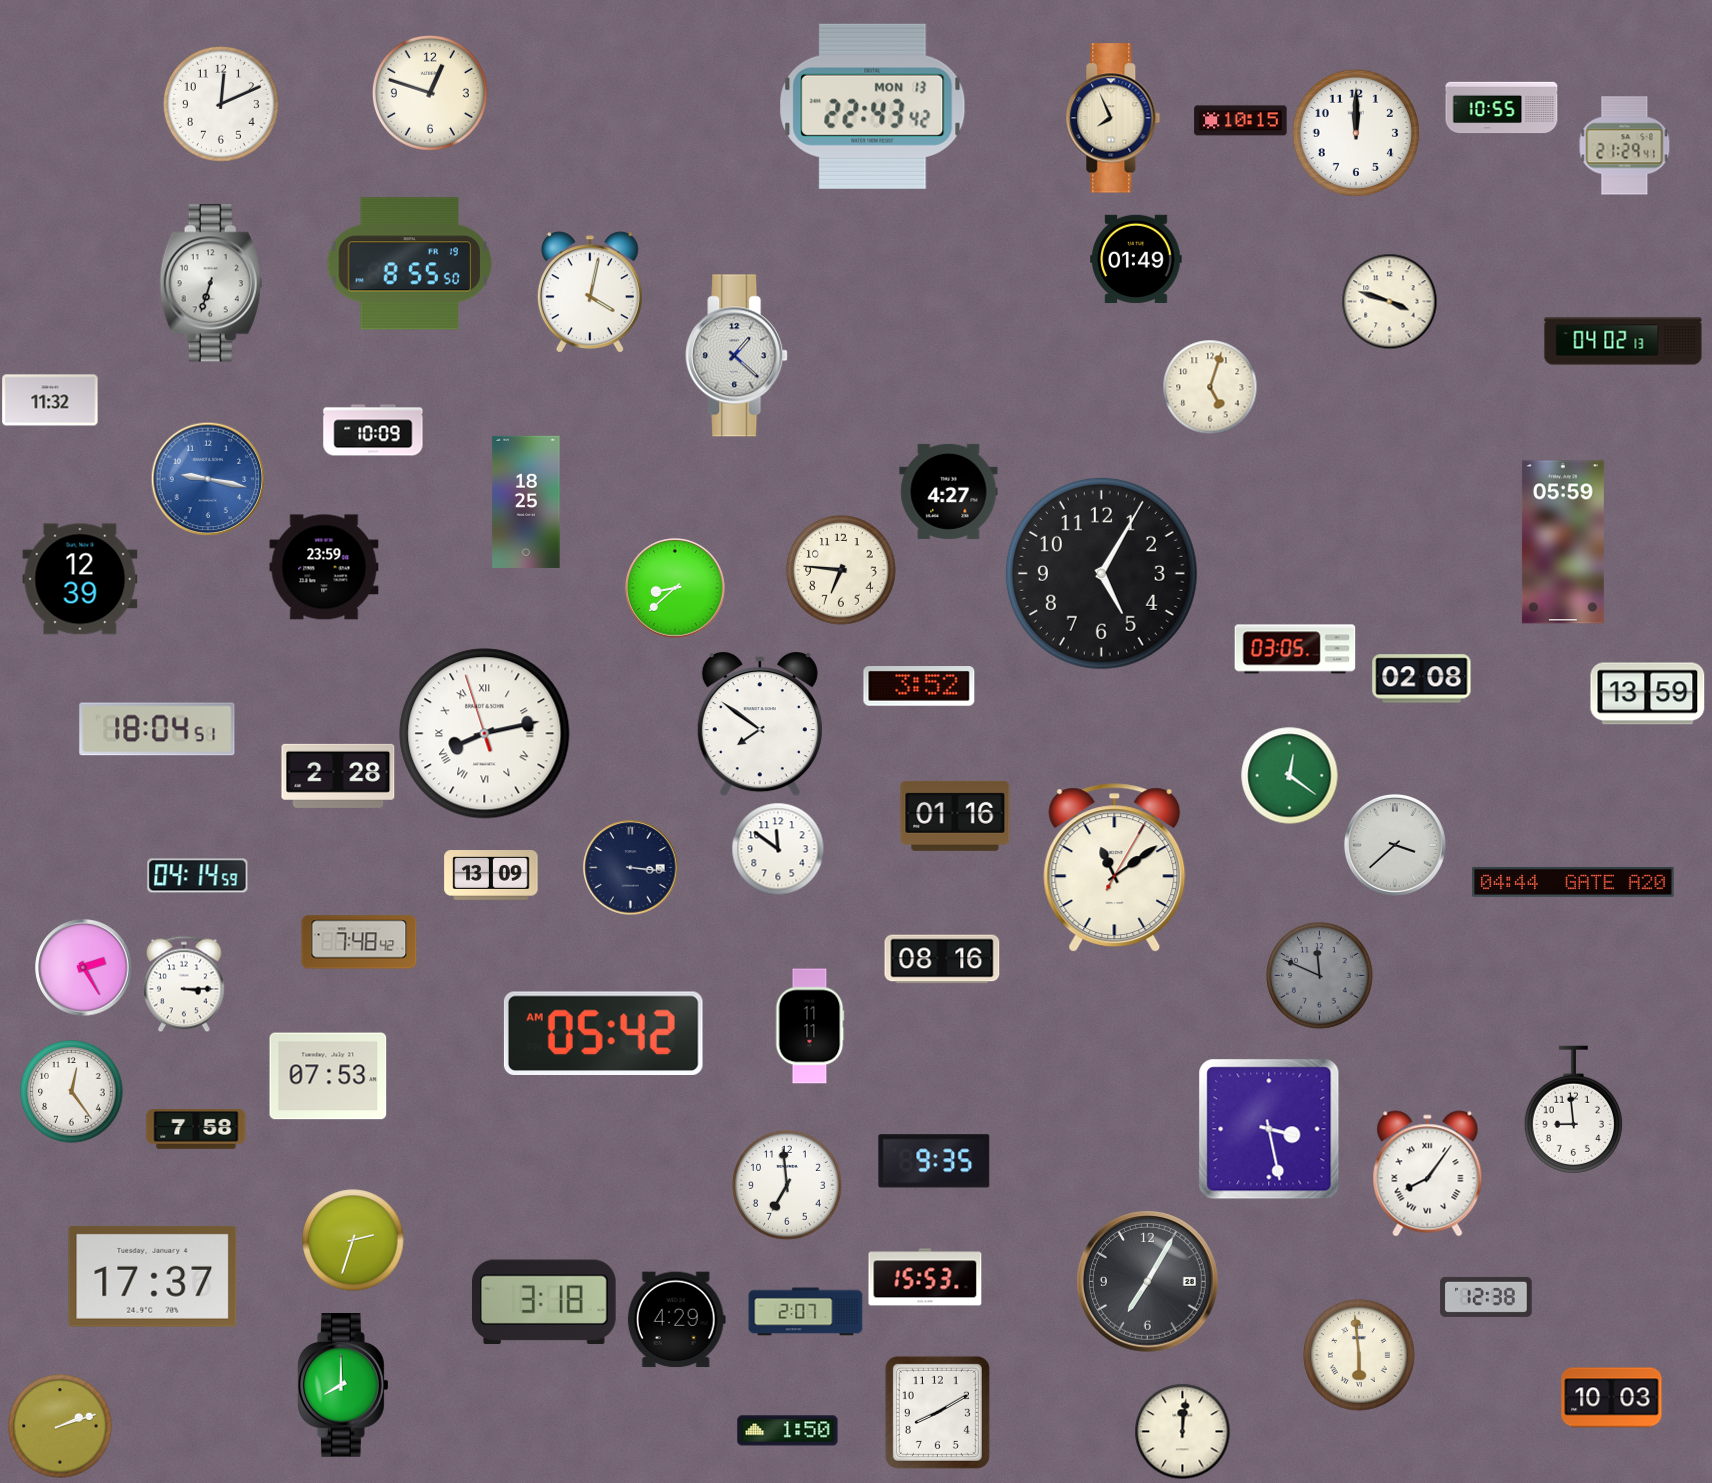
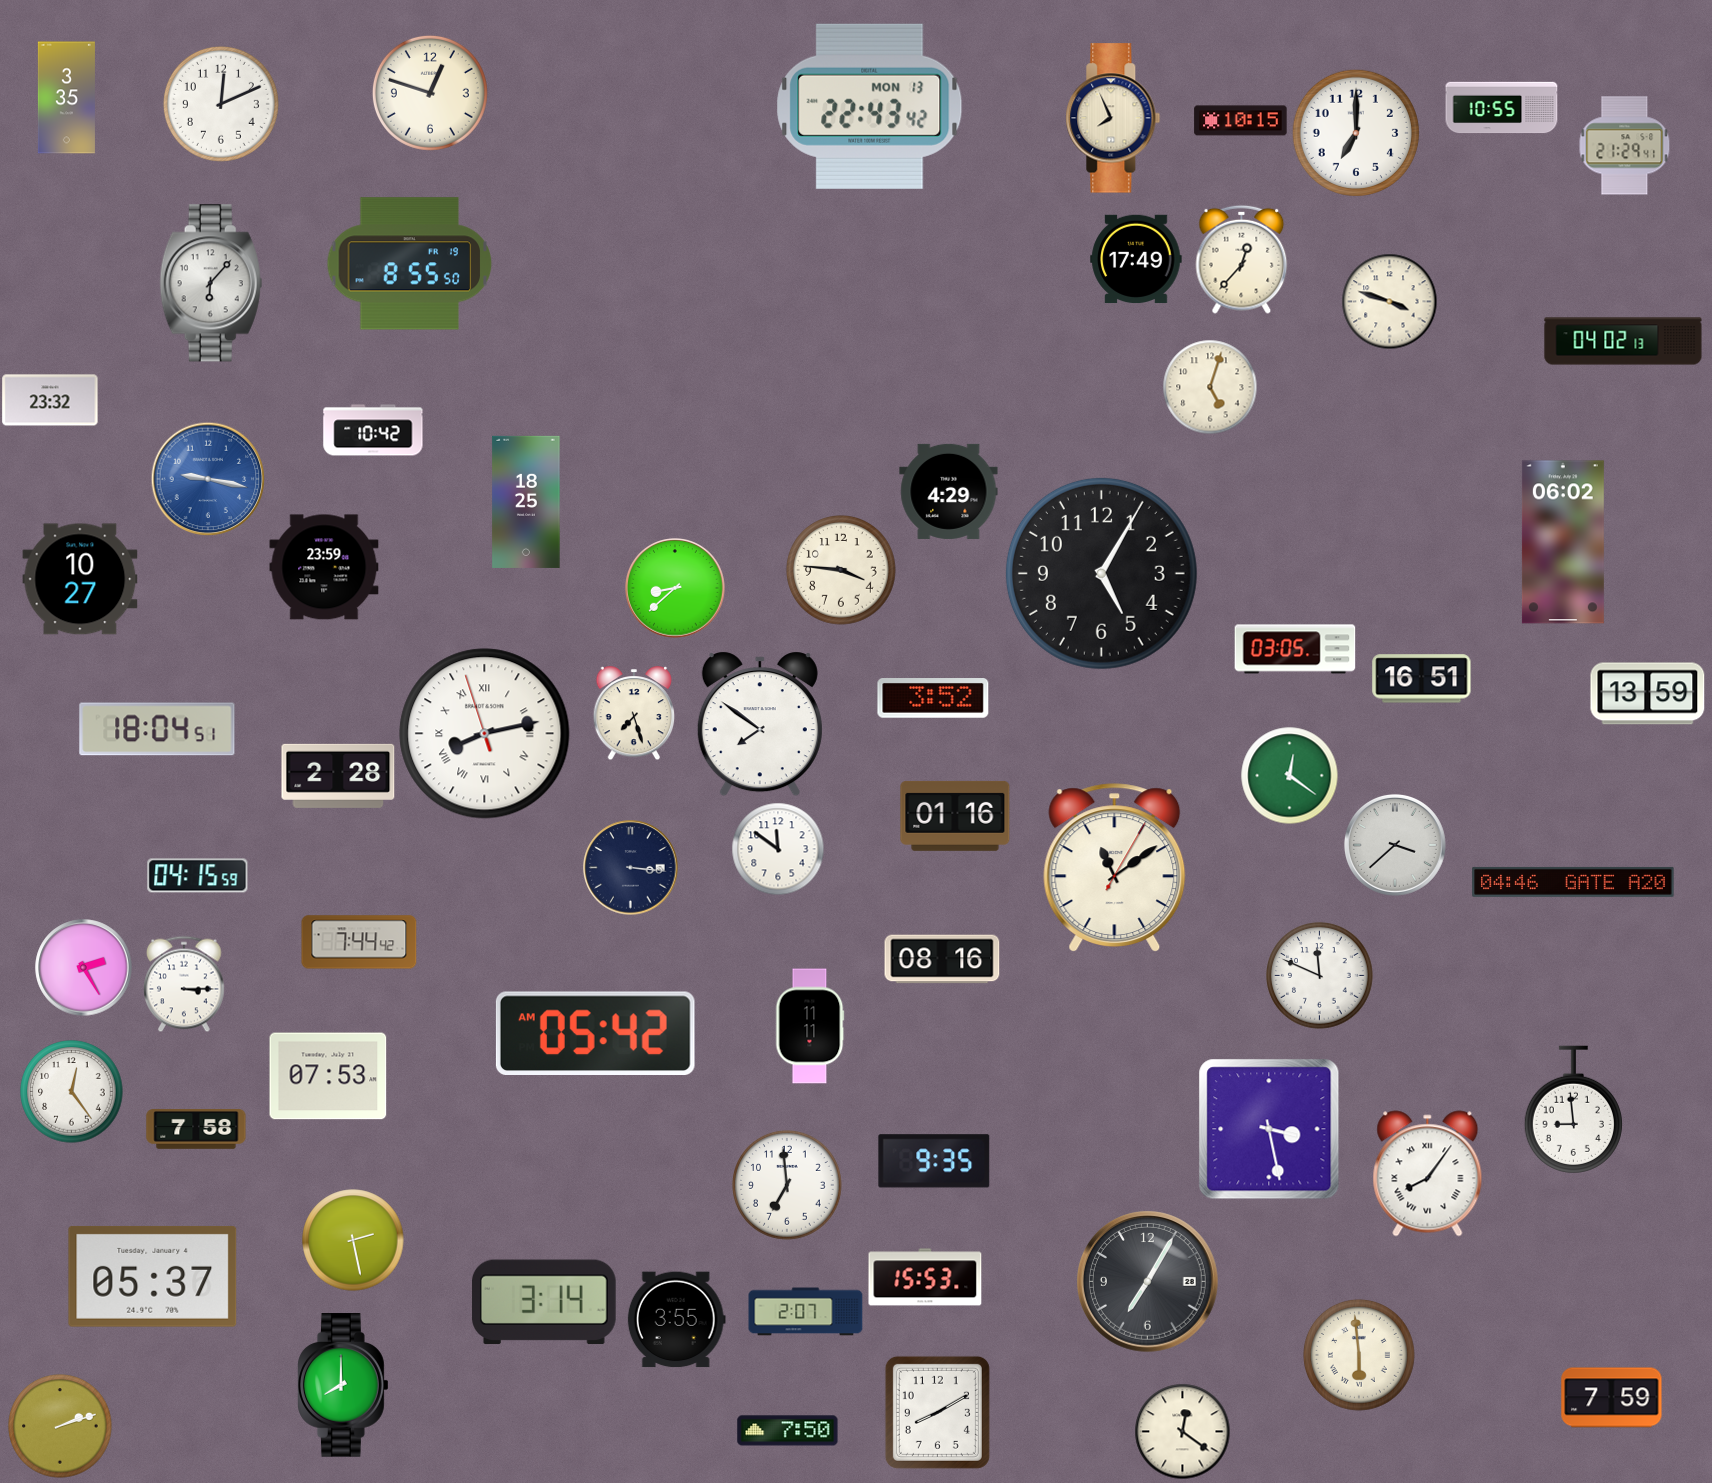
clock at (66, 98): none -> 3:35
clock at (873, 106) position: (873, 106) -> (870, 106)
clock at (1356, 133): 12:00 -> 7:00
clock at (1136, 259): 01:49 -> 17:49
clock at (1242, 259): none -> 12:37
clock at (211, 283): 6:33 -> 6:07
clock at (590, 292): 4:02 -> none
clock at (737, 356): 1:22 -> none
clock at (50, 400): 11:32 -> 23:32
clock at (373, 430): 10:09 -> 10:42
clock at (949, 491): 4:27 -> 4:29
clock at (1563, 542): 05:59 -> 06:02
clock at (842, 571): 6:46 -> 3:46
clock at (80, 579): 12:39 -> 10:27
clock at (1422, 679): 02:08 -> 16:51
clock at (919, 686) position: (919, 686) -> (933, 698)
clock at (634, 714): none -> 7:27
clock at (198, 876): 04:14 -> 04:15
clock at (491, 876): 13:09 -> none
clock at (1573, 882): 04:44 -> 04:46
clock at (359, 942): 7:48 -> 7:44
clock at (1320, 976) dial: grey -> white
clock at (603, 1033) position: (603, 1033) -> (595, 1033)
clock at (353, 1240): 2:33 -> 2:28
clock at (153, 1276): 17:37 -> 05:37
clock at (1486, 1297): 12:38 -> none
clock at (544, 1302): 3:18 -> 3:14
clock at (676, 1320): 4:29 -> 3:55
clock at (1612, 1398): 10:03 -> 7:59
clock at (788, 1431): 1:50 -> 7:50
clock at (1182, 1431): 12:01 -> 12:21
